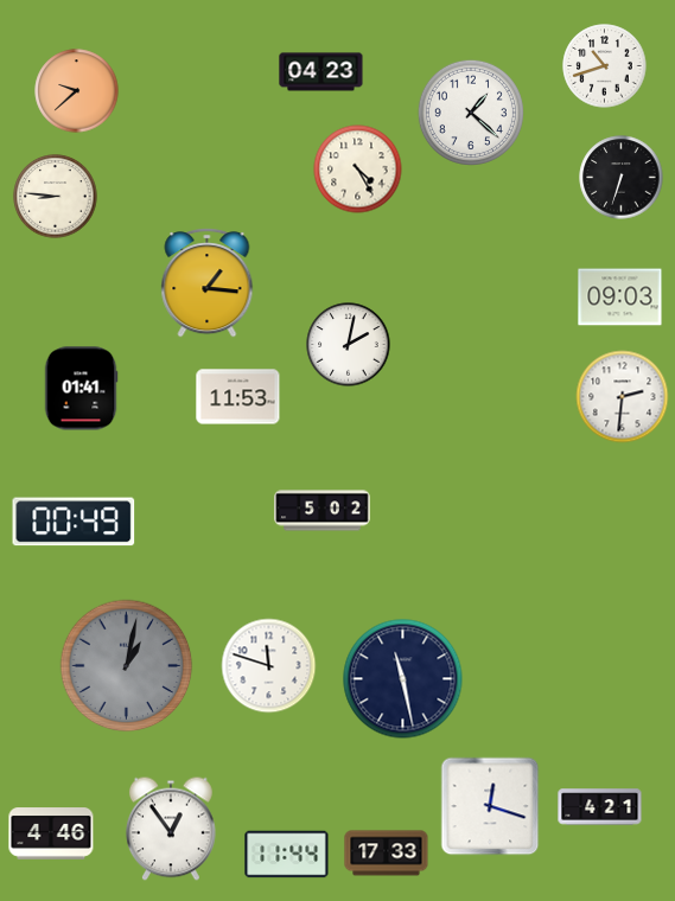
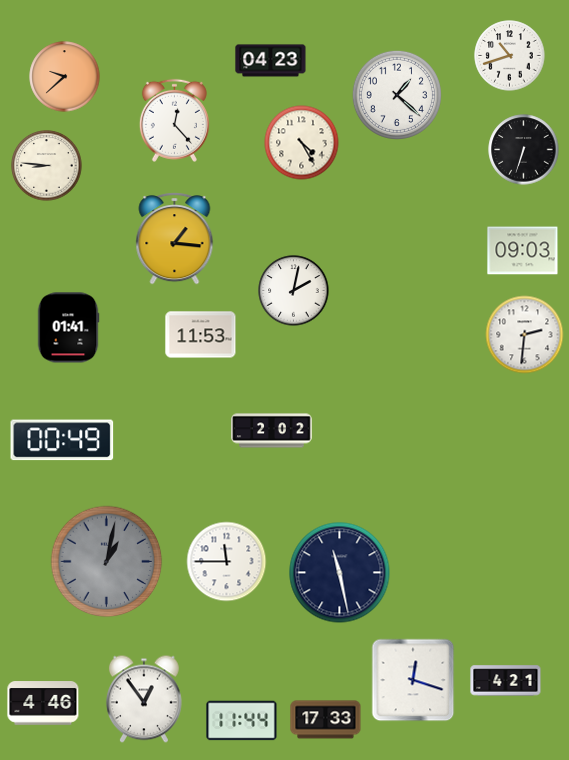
clock at (174, 120): none -> 12:23
clock at (323, 511): 5:02 -> 2:02
clock at (269, 666): 11:48 -> 11:45
